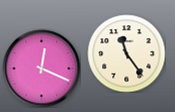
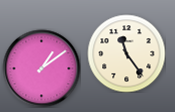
clock at (41, 68): 12:19 -> 1:09
